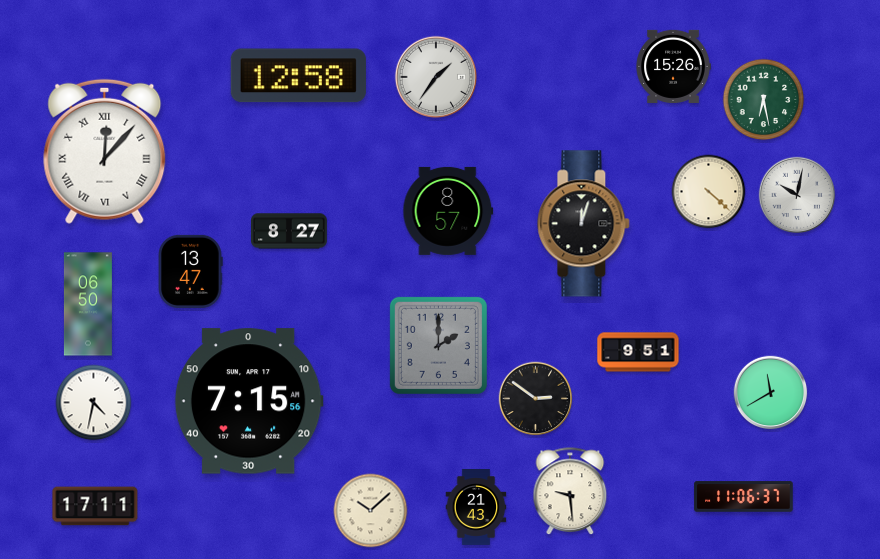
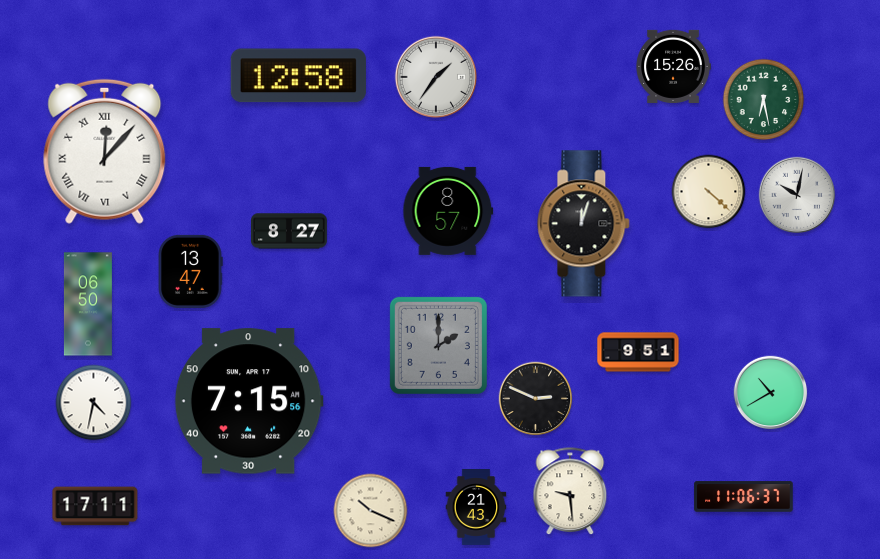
clock at (771, 393): 11:40 -> 10:40
clock at (536, 399): 2:51 -> 2:49
clock at (371, 511): 10:08 -> 10:19
